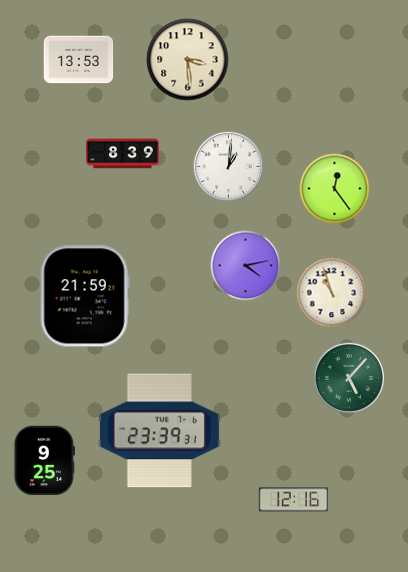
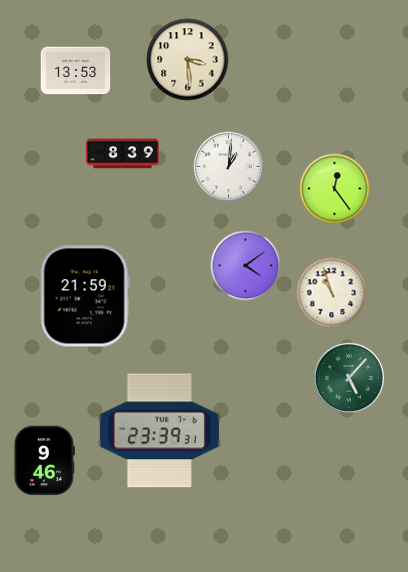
clock at (79, 60) position: (79, 60) -> (76, 71)
clock at (246, 266): 4:13 -> 4:09
clock at (44, 461): 9:25 -> 9:46
clock at (294, 500): 12:16 -> none
